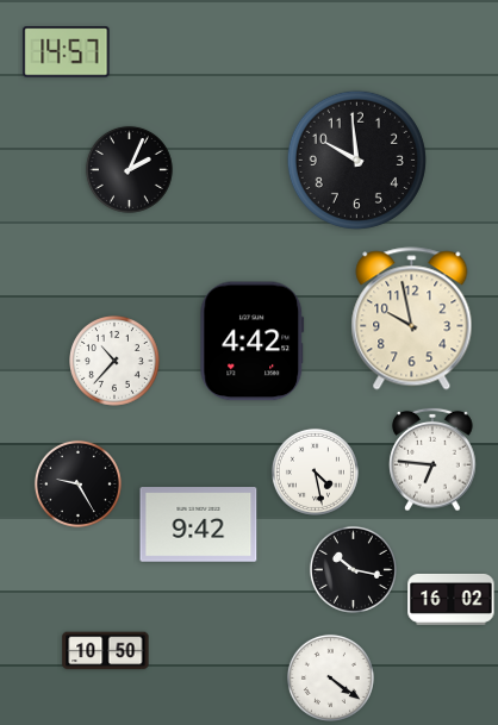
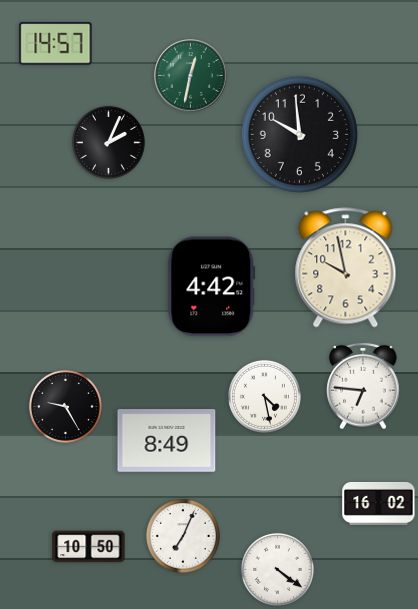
clock at (191, 76): none -> 12:32
clock at (116, 362): 10:37 -> none
clock at (199, 525): 9:42 -> 8:49
clock at (353, 569): 10:17 -> none
clock at (183, 536): none -> 7:04
